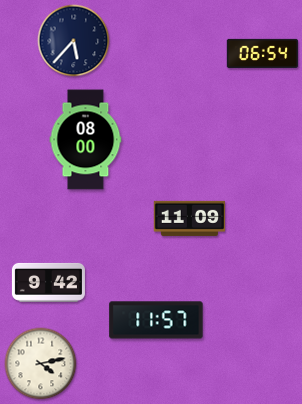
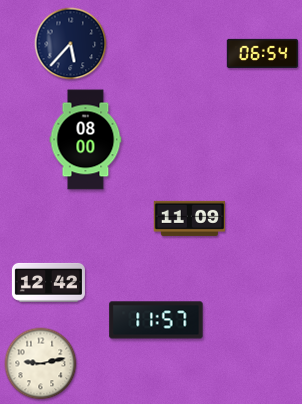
clock at (74, 41) position: (74, 41) -> (71, 44)
clock at (48, 282): 9:42 -> 12:42
clock at (41, 364): 4:13 -> 9:13
